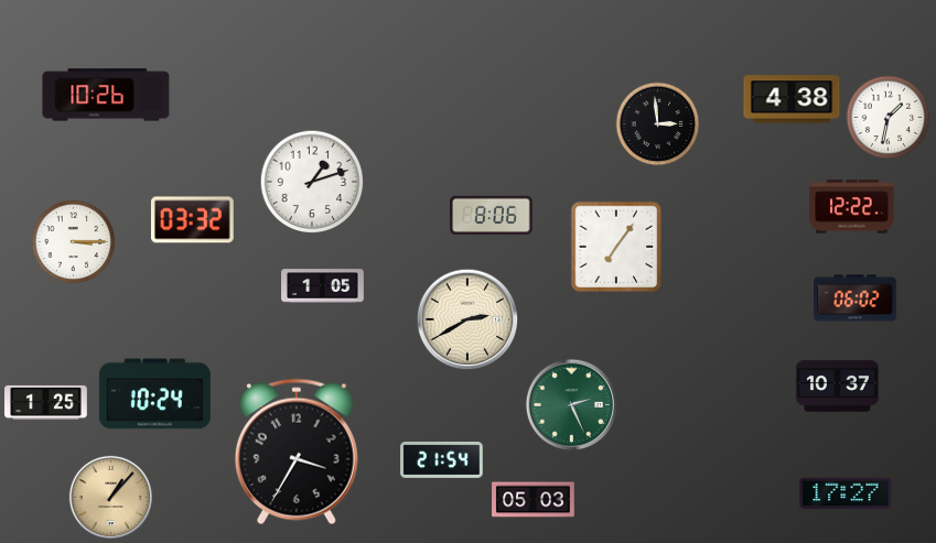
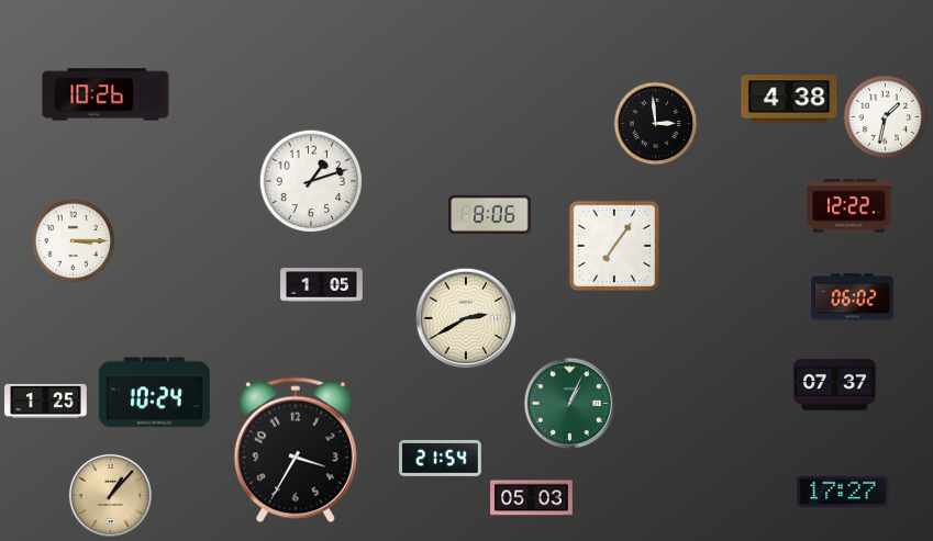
clock at (192, 220): 03:32 -> none
clock at (838, 387): 10:37 -> 07:37
clock at (572, 405): 2:26 -> 1:04
